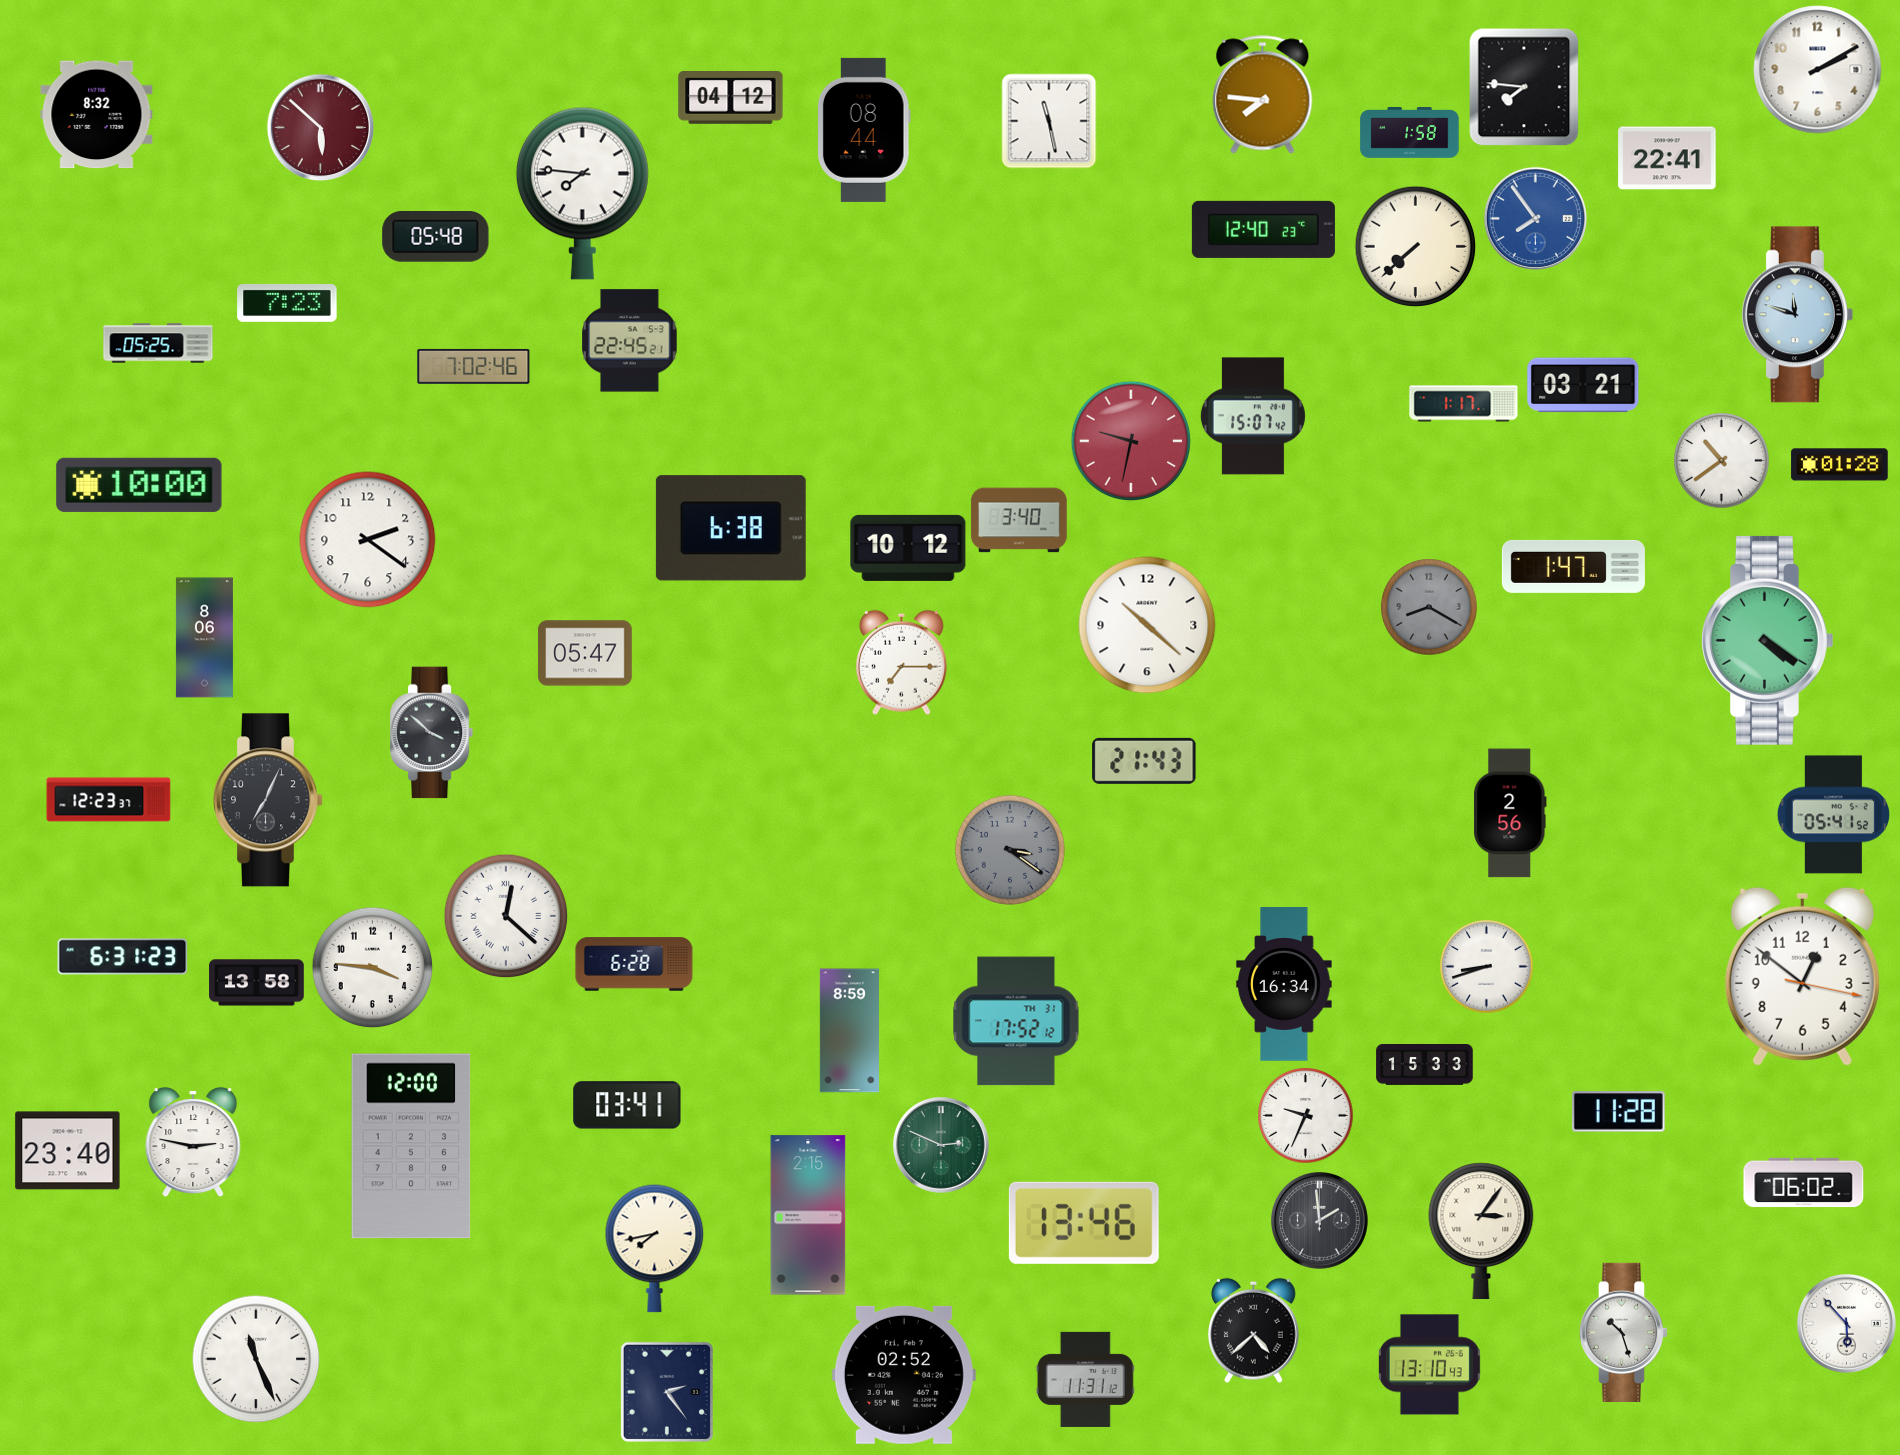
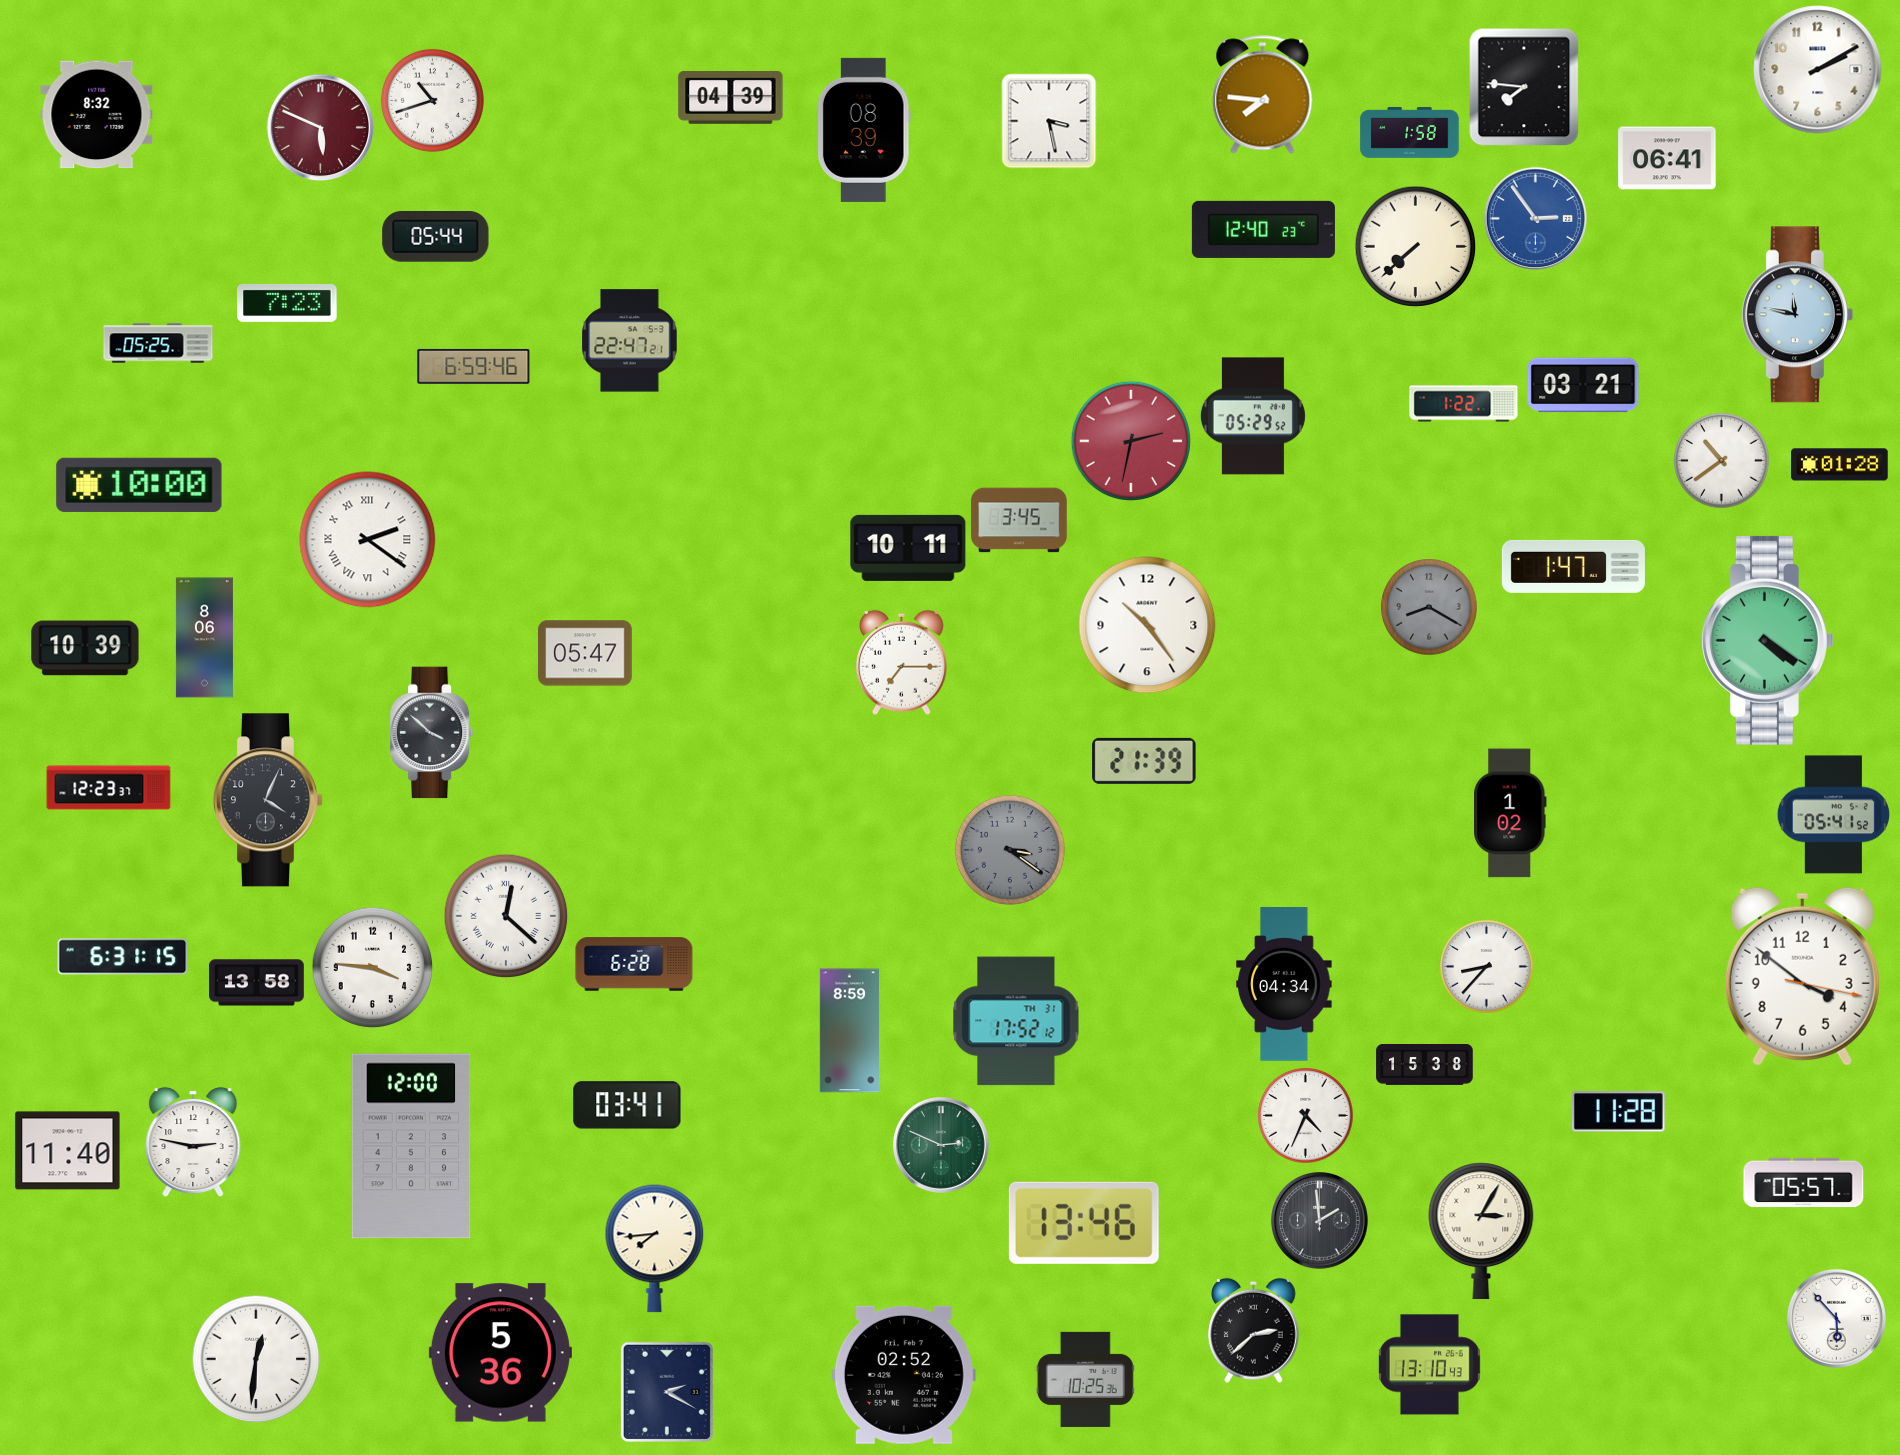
clock at (731, 98): 04:12 -> 04:39
clock at (432, 100): none -> 10:42
clock at (1049, 121): 11:28 -> 3:28
clock at (320, 127): 5:52 -> 5:49
clock at (864, 130): 08:44 -> 08:39
clock at (1667, 158): 22:41 -> 06:41
clock at (582, 193): 7:46 -> none
clock at (1535, 218): 7:54 -> 2:54
clock at (436, 237): 05:48 -> 05:44
clock at (1797, 315): 11:48 -> 11:47
clock at (630, 341): 22:45 -> 22:47
clock at (474, 366): 7:02 -> 6:59
clock at (1464, 404): 1:17 -> 1:22
clock at (1253, 416): 15:07 -> 05:29
clock at (1130, 440): 9:32 -> 2:32
clock at (1019, 520): 3:40 -> 3:45
clock at (731, 528): 6:38 -> none
clock at (368, 540) numerals: Arabic -> Roman
clock at (908, 548): 10:12 -> 10:11
clock at (1147, 625): 10:22 -> 10:24
clock at (85, 648): none -> 10:39
clock at (1144, 761): 21:43 -> 21:39
clock at (109, 800) position: (109, 800) -> (109, 788)
clock at (268, 800): 7:04 -> 4:04
clock at (1510, 813): 2:56 -> 1:02
clock at (123, 957): 6:31:23 -> 6:31:15
clock at (1486, 966): 8:42 -> 8:37
clock at (1802, 976): 12:51 -> 3:51
clock at (1284, 984): 16:34 -> 04:34
clock at (1425, 1065): 15:33 -> 15:38
clock at (1305, 1115): 9:34 -> 4:34
clock at (68, 1151): 23:40 -> 11:40
clock at (1804, 1183): 06:02 -> 05:57
clock at (808, 1215): 2:15 -> none
clock at (1481, 1230): 3:06 -> 3:05
clock at (655, 1248): 7:43 -> 7:44
clock at (1846, 1323) position: (1846, 1323) -> (1836, 1318)
clock at (1253, 1330): 4:38 -> 2:38
clock at (1624, 1332): 10:27 -> none
clock at (500, 1353): none -> 5:36
clock at (256, 1359): 11:26 -> 12:31
clock at (1085, 1379): 11:31 -> 10:25
clock at (667, 1392): 2:24 -> 2:20
